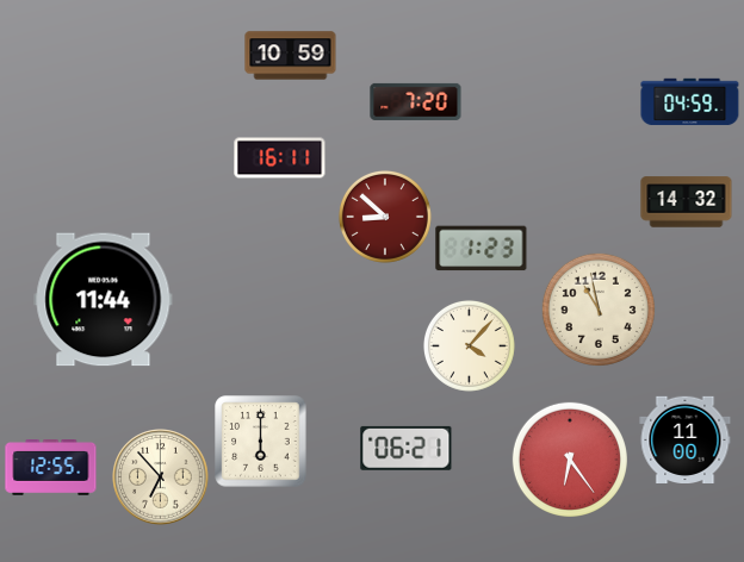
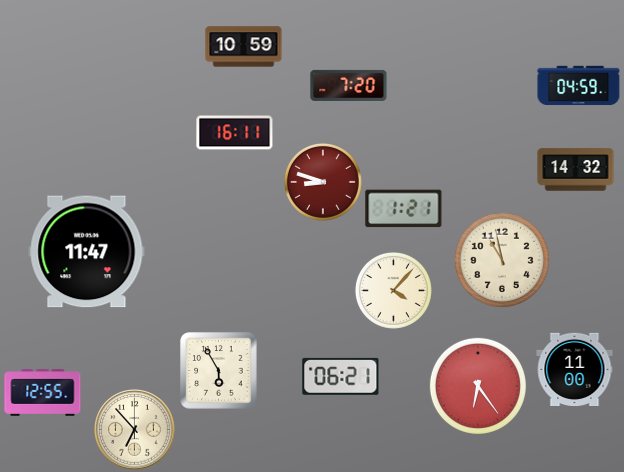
clock at (385, 217): 8:52 -> 8:48
clock at (482, 249): 1:23 -> 1:21
clock at (104, 300): 11:44 -> 11:47
clock at (261, 442): 6:00 -> 5:55
clock at (161, 477) position: (161, 477) -> (135, 430)
